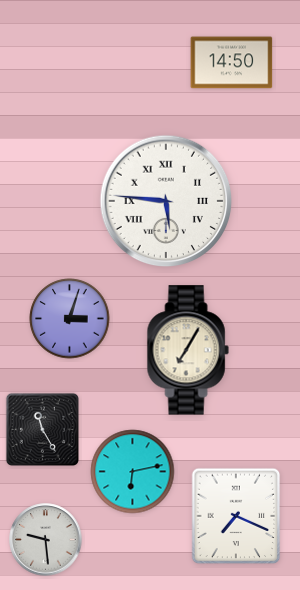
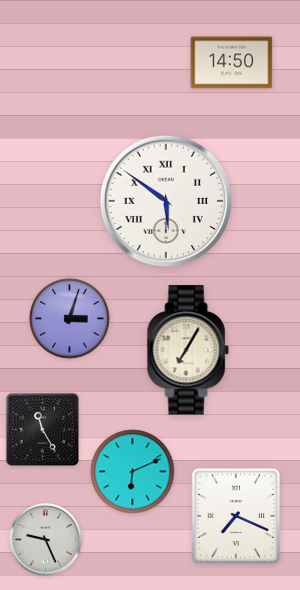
clock at (166, 201): 5:46 -> 5:51
clock at (133, 472): 6:13 -> 6:11
clock at (46, 540): 9:29 -> 9:26
